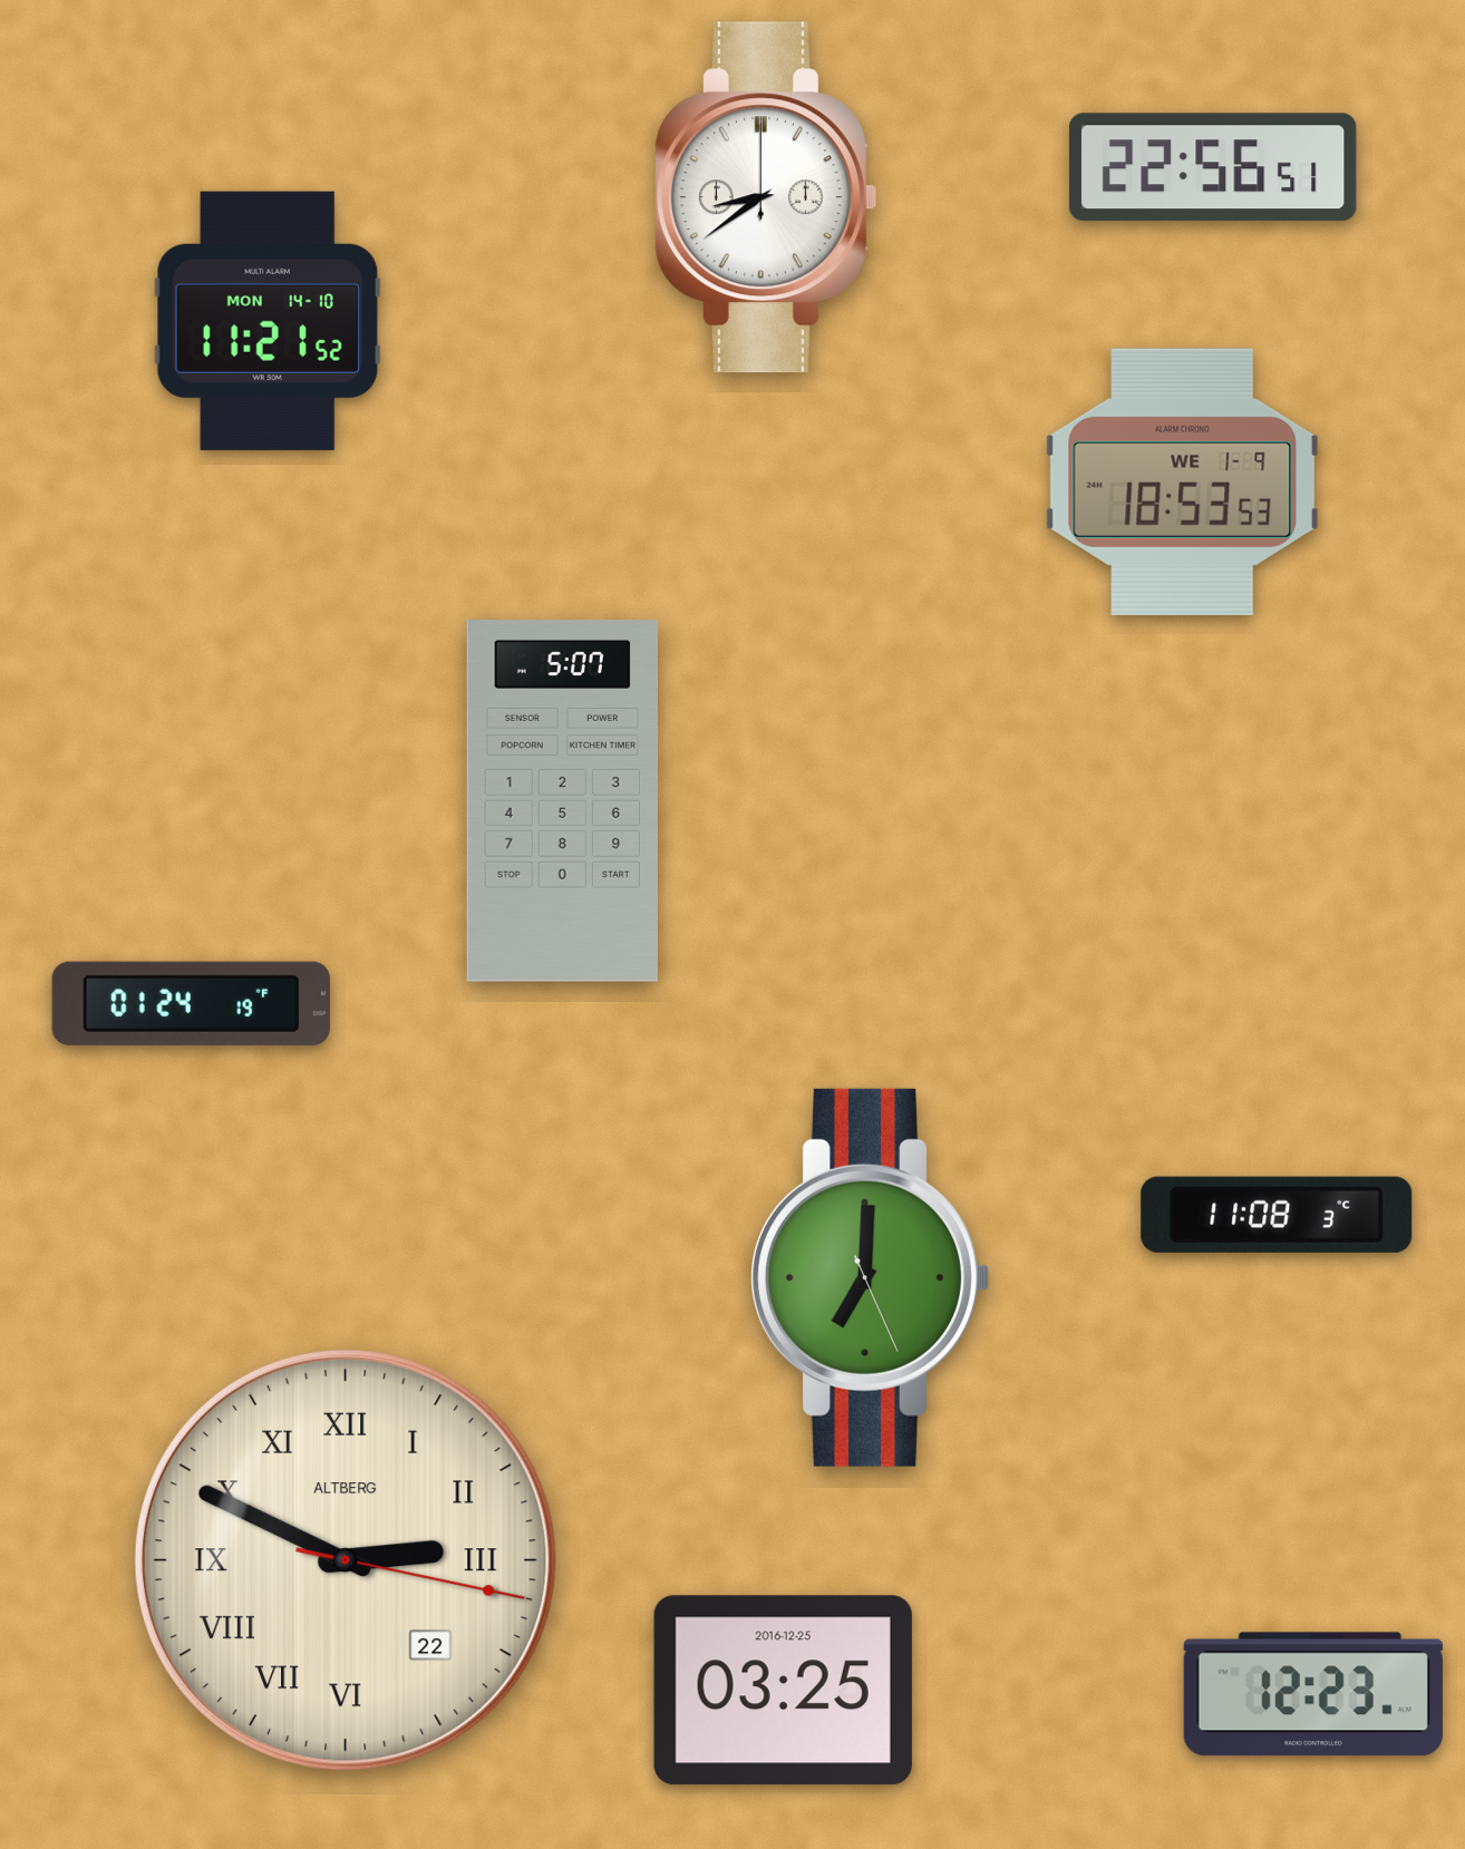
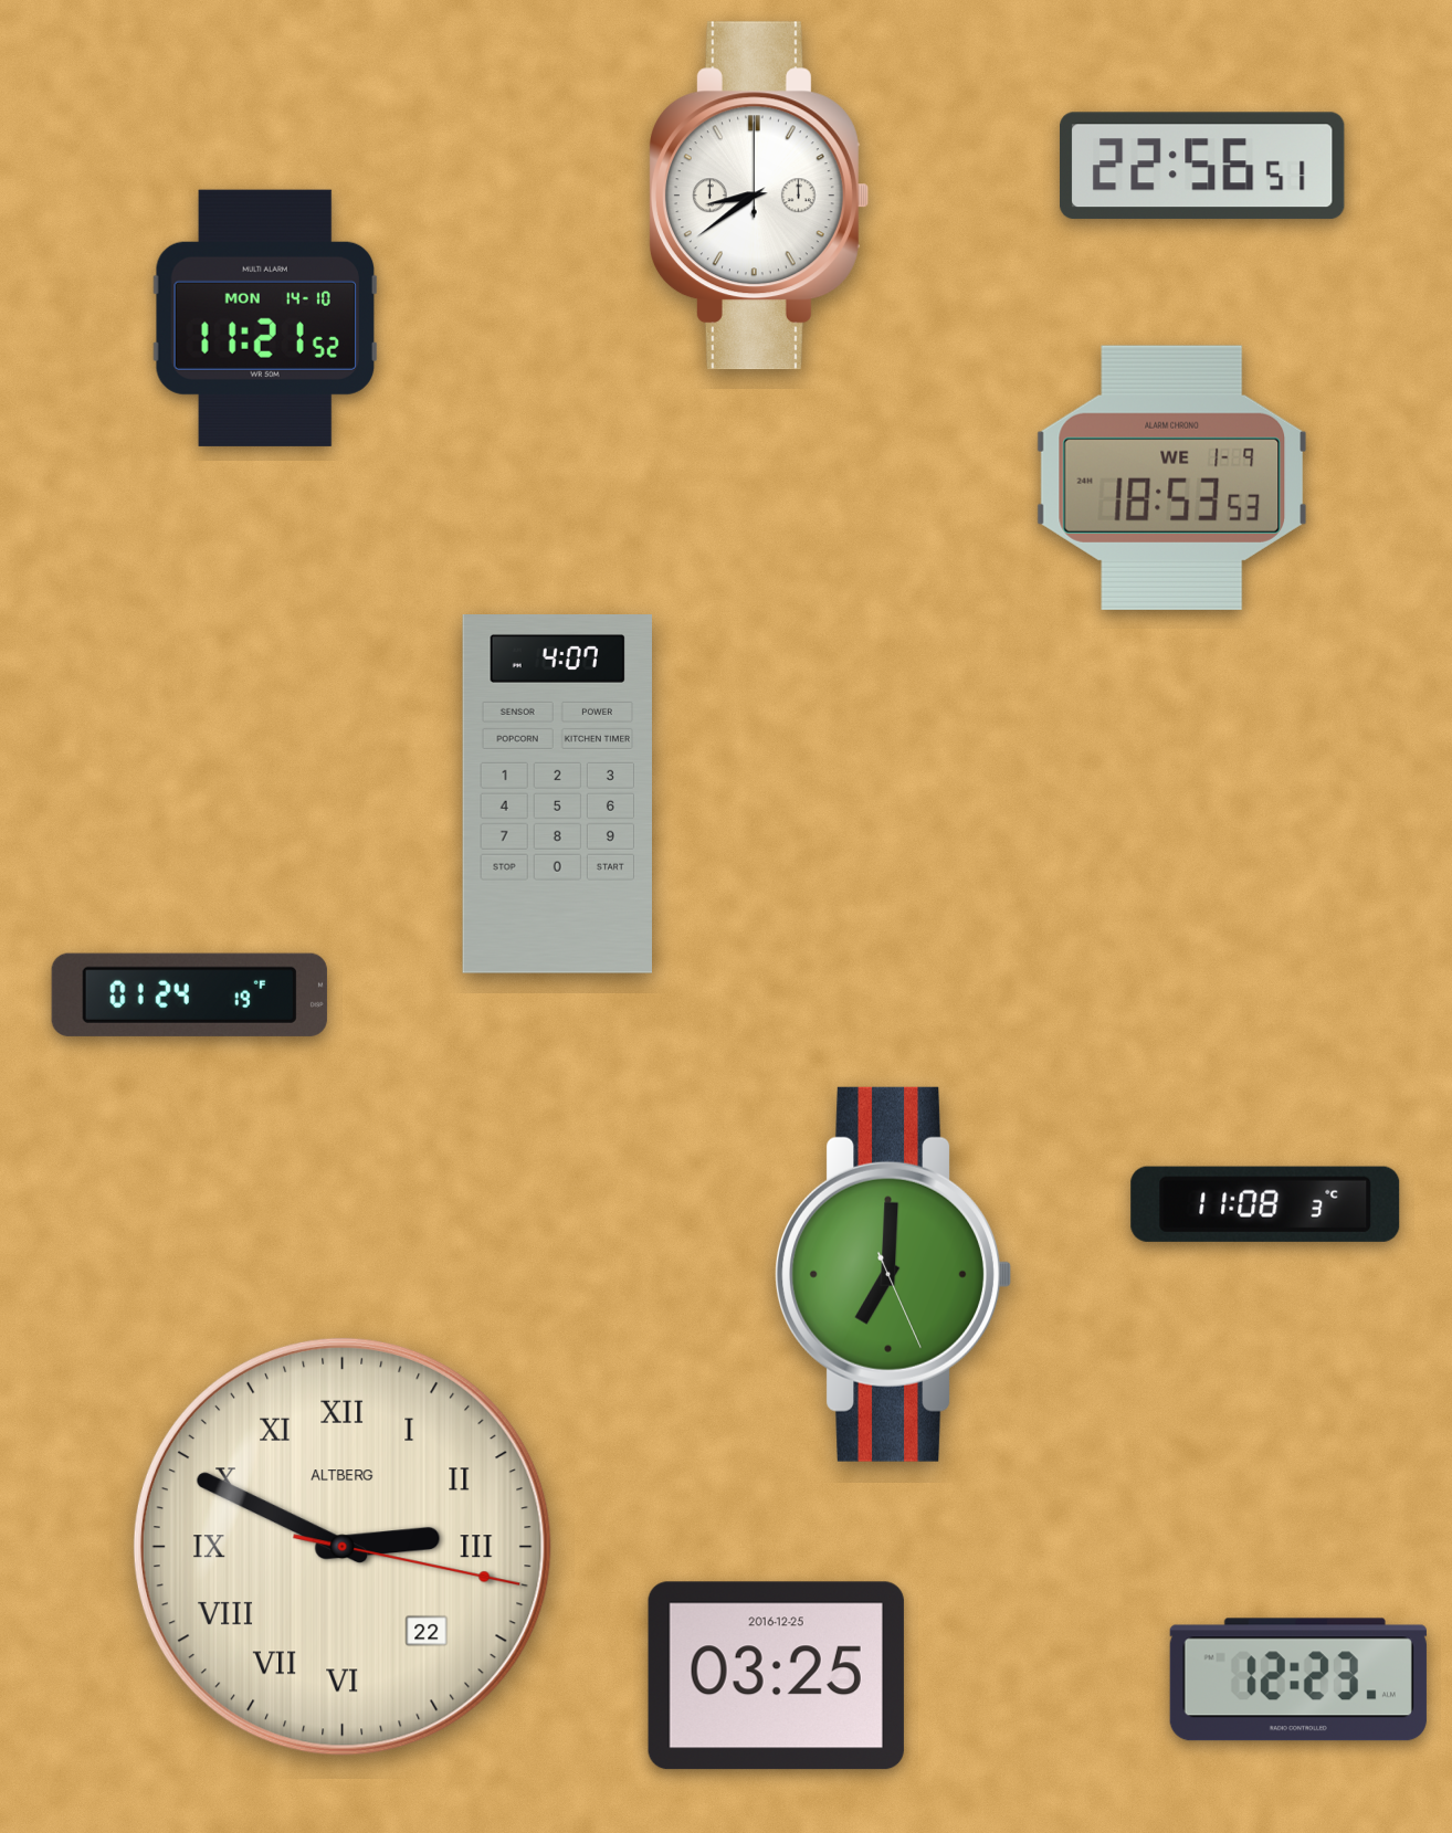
clock at (562, 801): 5:07 -> 4:07
clock at (870, 1277) position: (870, 1277) -> (893, 1274)
clock at (1313, 1694) position: (1313, 1694) -> (1298, 1679)
